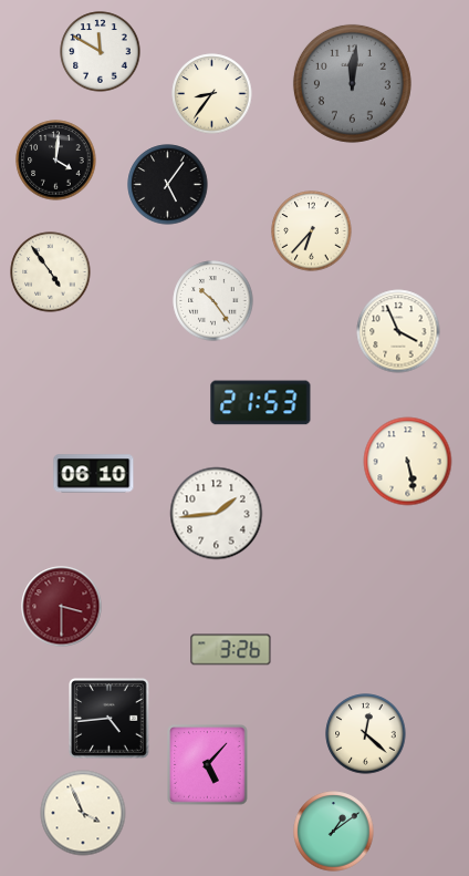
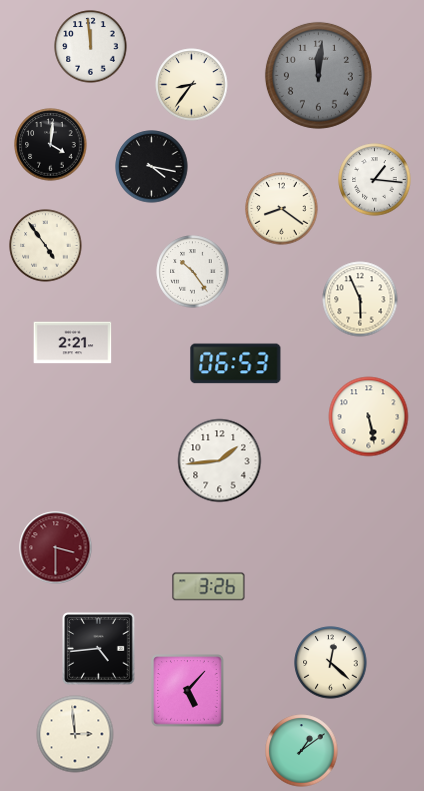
clock at (101, 52): 11:50 -> 11:59
clock at (168, 185): 5:06 -> 4:17
clock at (375, 180): none -> 1:16
clock at (312, 231): 6:37 -> 8:21
clock at (398, 331): 3:56 -> 5:56
clock at (73, 343): none -> 2:21
clock at (261, 403): 21:53 -> 06:53
clock at (94, 474): 06:10 -> none
clock at (217, 514) position: (217, 514) -> (220, 461)
clock at (83, 813): 3:56 -> 2:59
